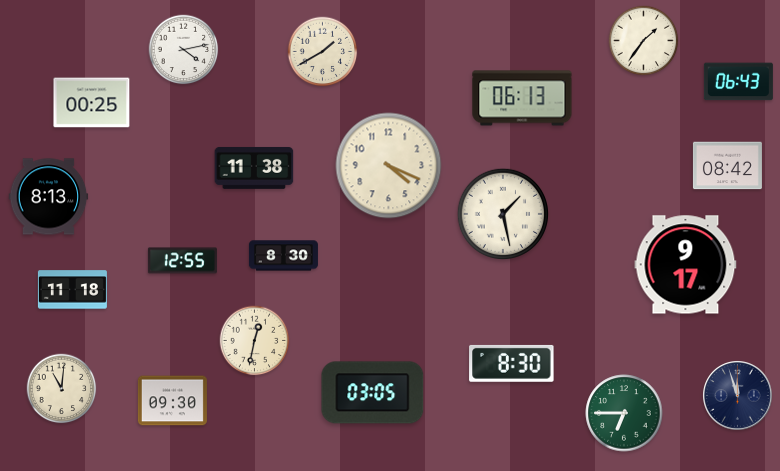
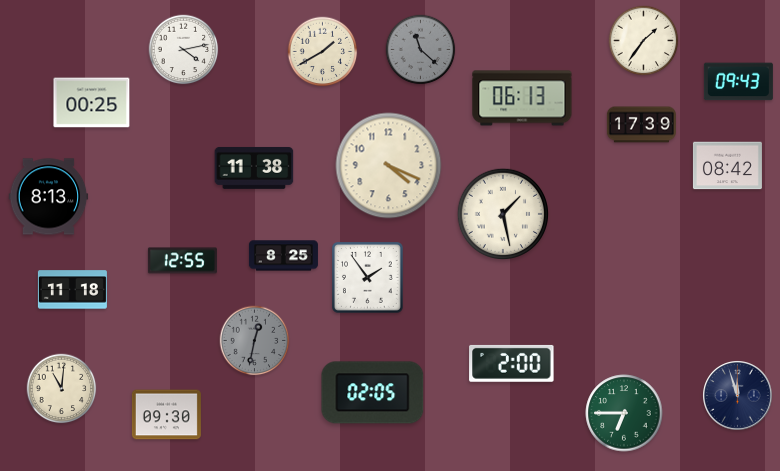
clock at (421, 50): none -> 11:22
clock at (738, 82): 06:43 -> 09:43
clock at (641, 125): none -> 17:39
clock at (283, 256): 8:30 -> 8:25
clock at (686, 265): 9:17 -> none
clock at (368, 278): none -> 1:54
clock at (255, 341) dial: cream -> grey
clock at (512, 363): 8:30 -> 2:00
clock at (373, 393): 03:05 -> 02:05
clock at (172, 401) position: (172, 401) -> (166, 415)
